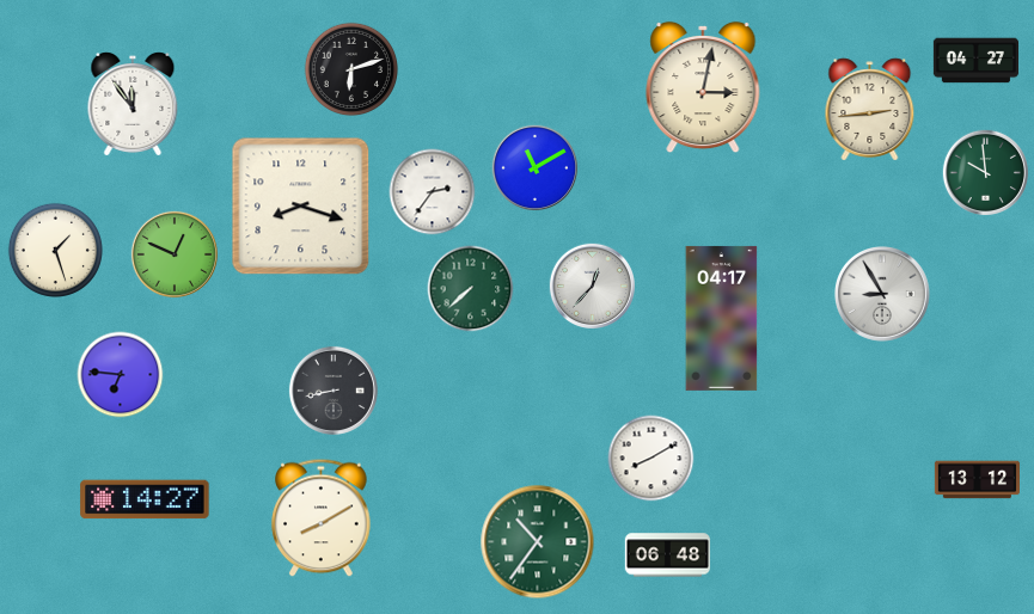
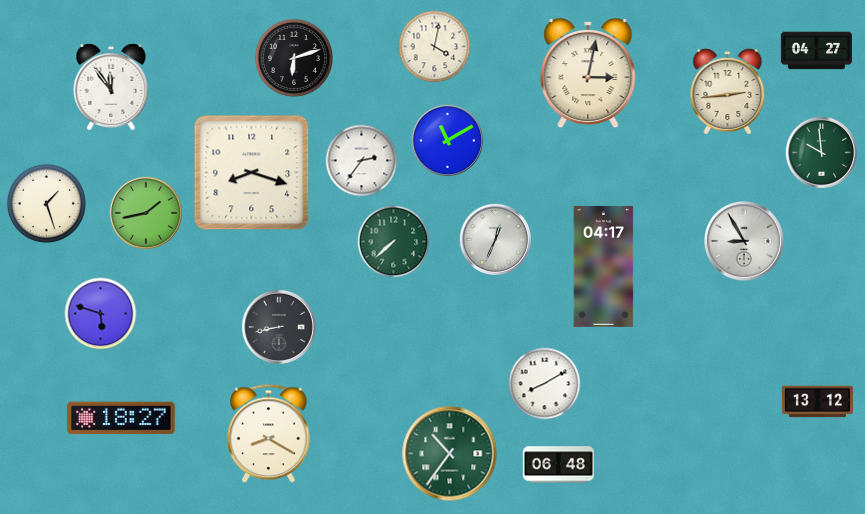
clock at (435, 47): none -> 4:02
clock at (985, 172) position: (985, 172) -> (821, 152)
clock at (55, 250) position: (55, 250) -> (46, 203)
clock at (175, 254): 12:49 -> 1:43
clock at (592, 285): 12:37 -> 12:34
clock at (883, 295) position: (883, 295) -> (745, 242)
clock at (121, 375): 6:46 -> 5:48
clock at (145, 499): 14:27 -> 18:27
clock at (322, 518): 8:10 -> 8:20
